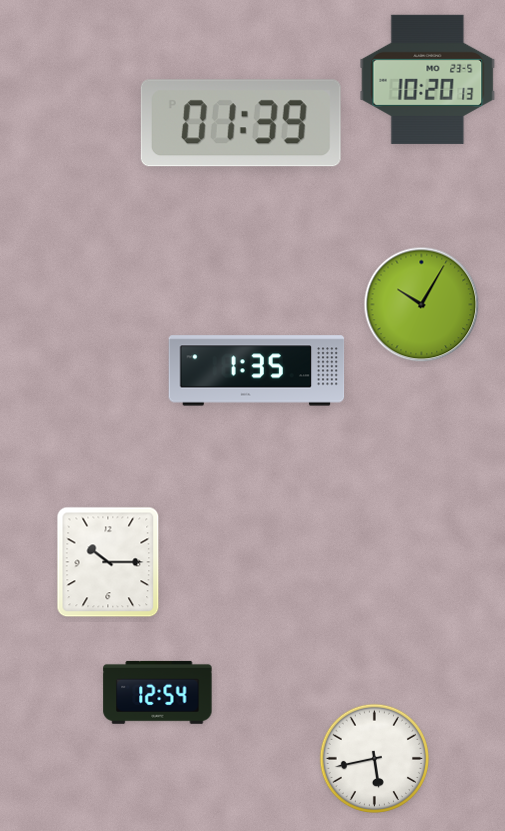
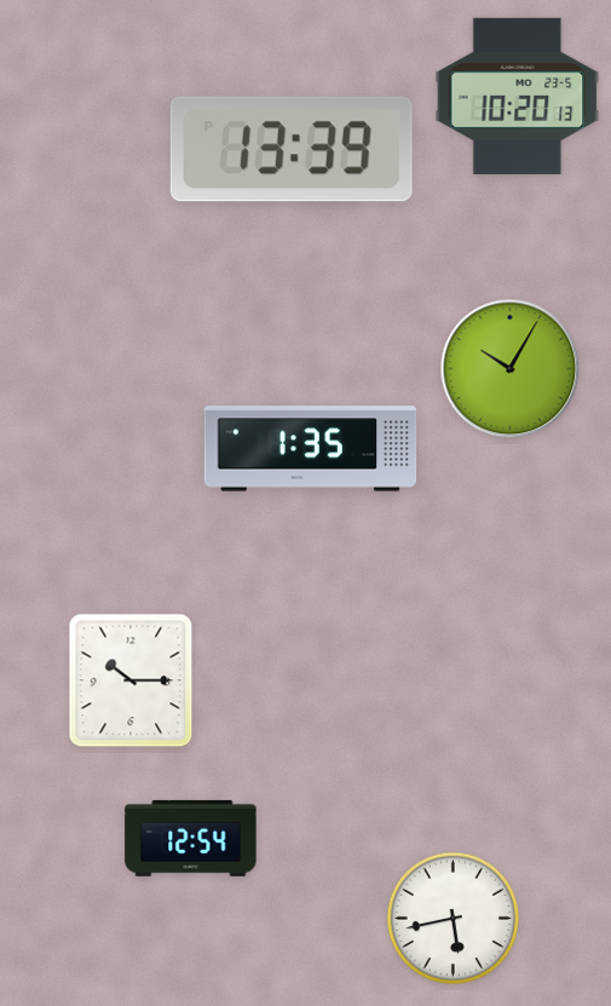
clock at (241, 123): 01:39 -> 13:39
